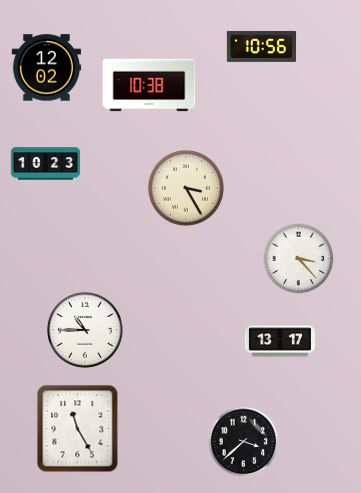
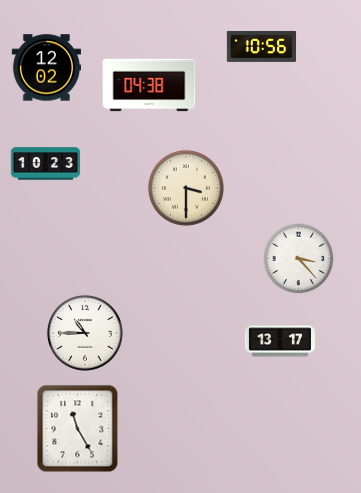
clock at (149, 85): 10:38 -> 04:38
clock at (186, 188): 3:25 -> 3:30
clock at (85, 330) position: (85, 330) -> (85, 333)
clock at (244, 442): 3:38 -> none
